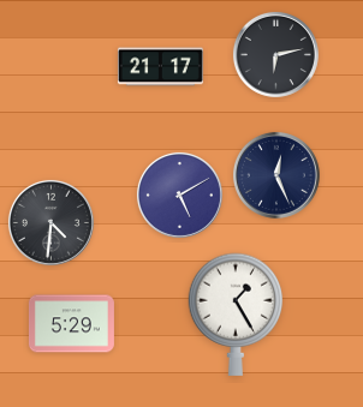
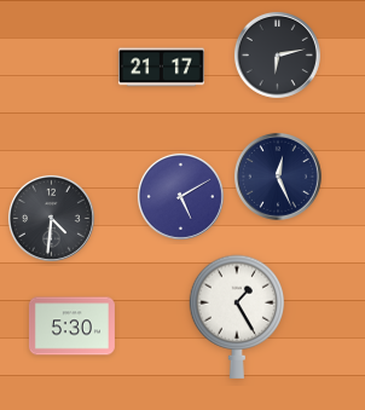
clock at (50, 222) position: (50, 222) -> (51, 218)
clock at (71, 324): 5:29 -> 5:30
